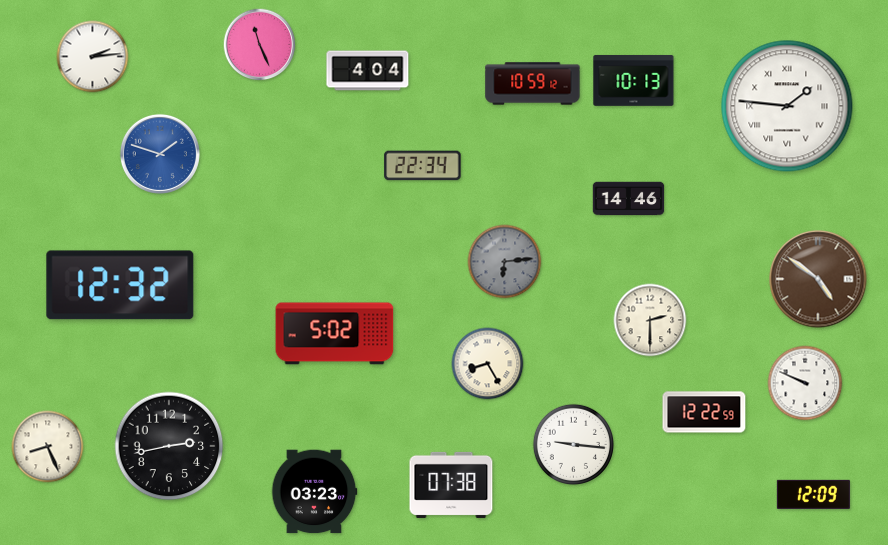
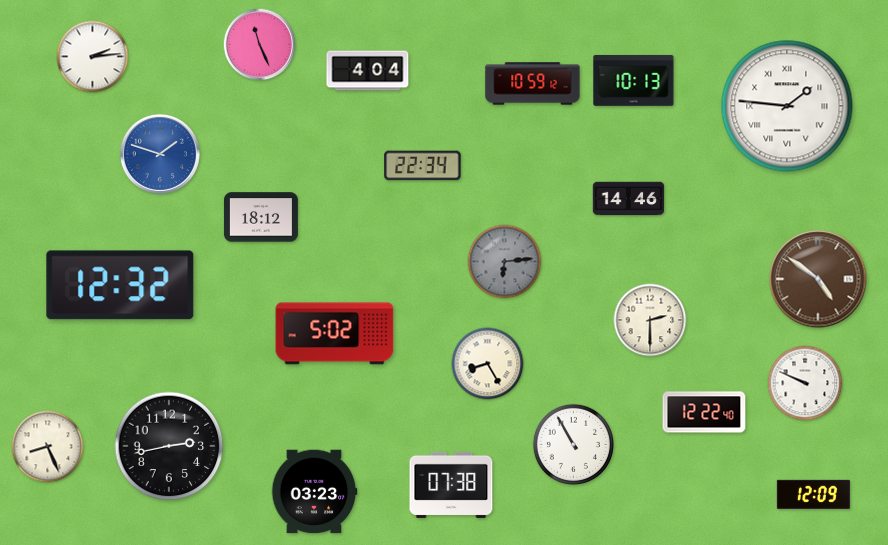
clock at (261, 217): none -> 18:12
clock at (704, 412): 12:22:59 -> 12:22:40
clock at (573, 444): 9:16 -> 10:55
